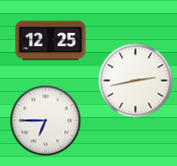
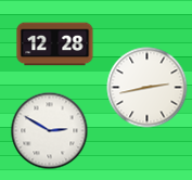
clock at (51, 41): 12:25 -> 12:28
clock at (46, 121): 6:45 -> 2:50
